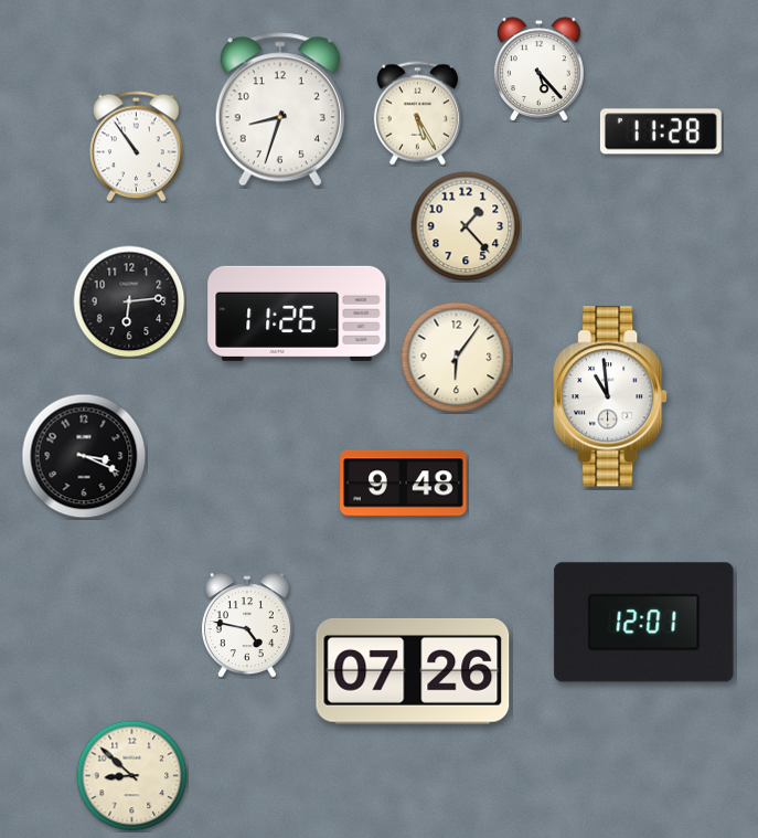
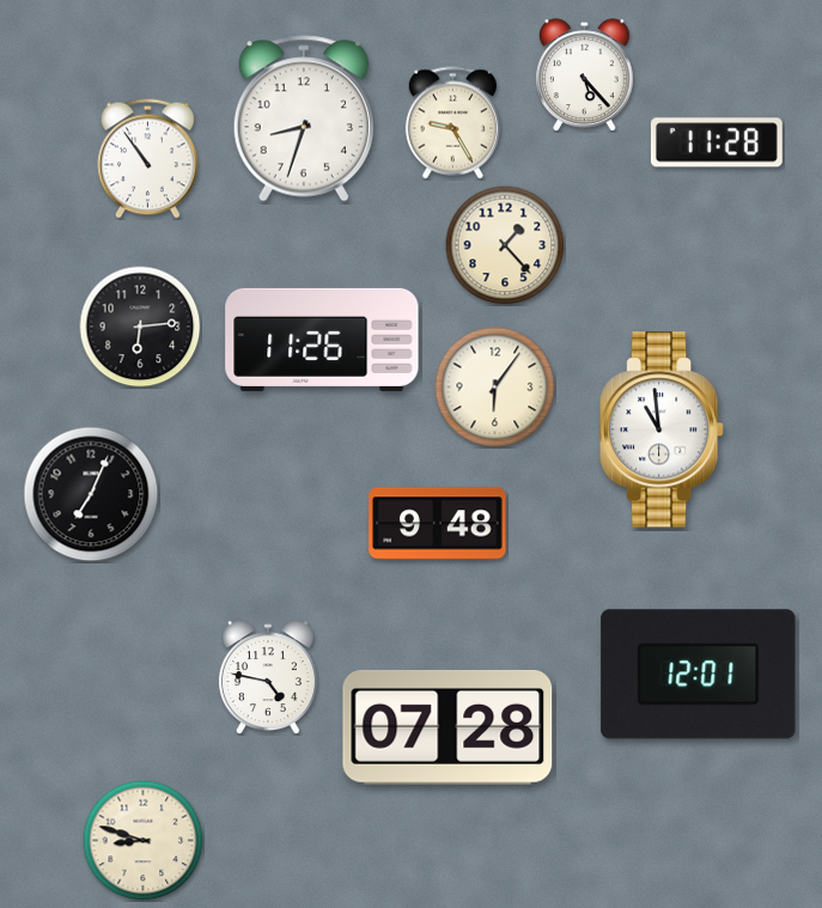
clock at (417, 114): 5:25 -> 9:25
clock at (84, 456): 3:19 -> 7:04
clock at (413, 671): 07:26 -> 07:28
clock at (132, 776): 8:52 -> 8:48
